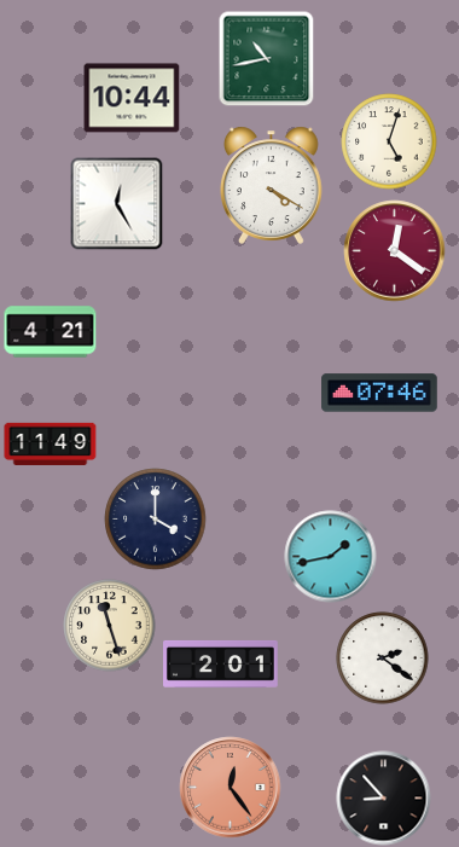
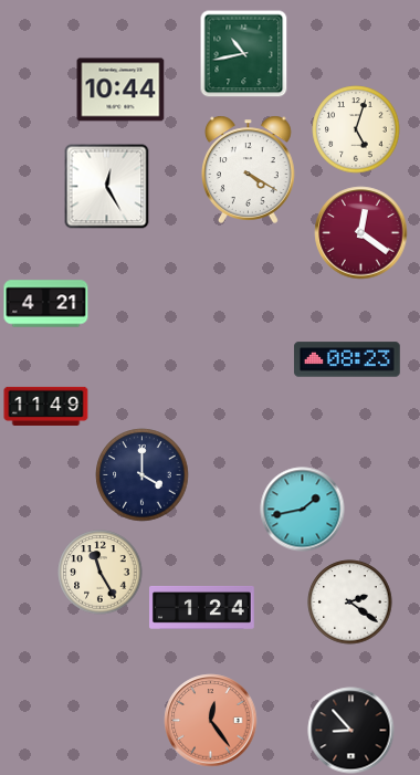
clock at (395, 251) position: (395, 251) -> (361, 233)
clock at (379, 393): 07:46 -> 08:23
clock at (110, 626): 11:27 -> 11:25
clock at (221, 663): 2:01 -> 1:24
